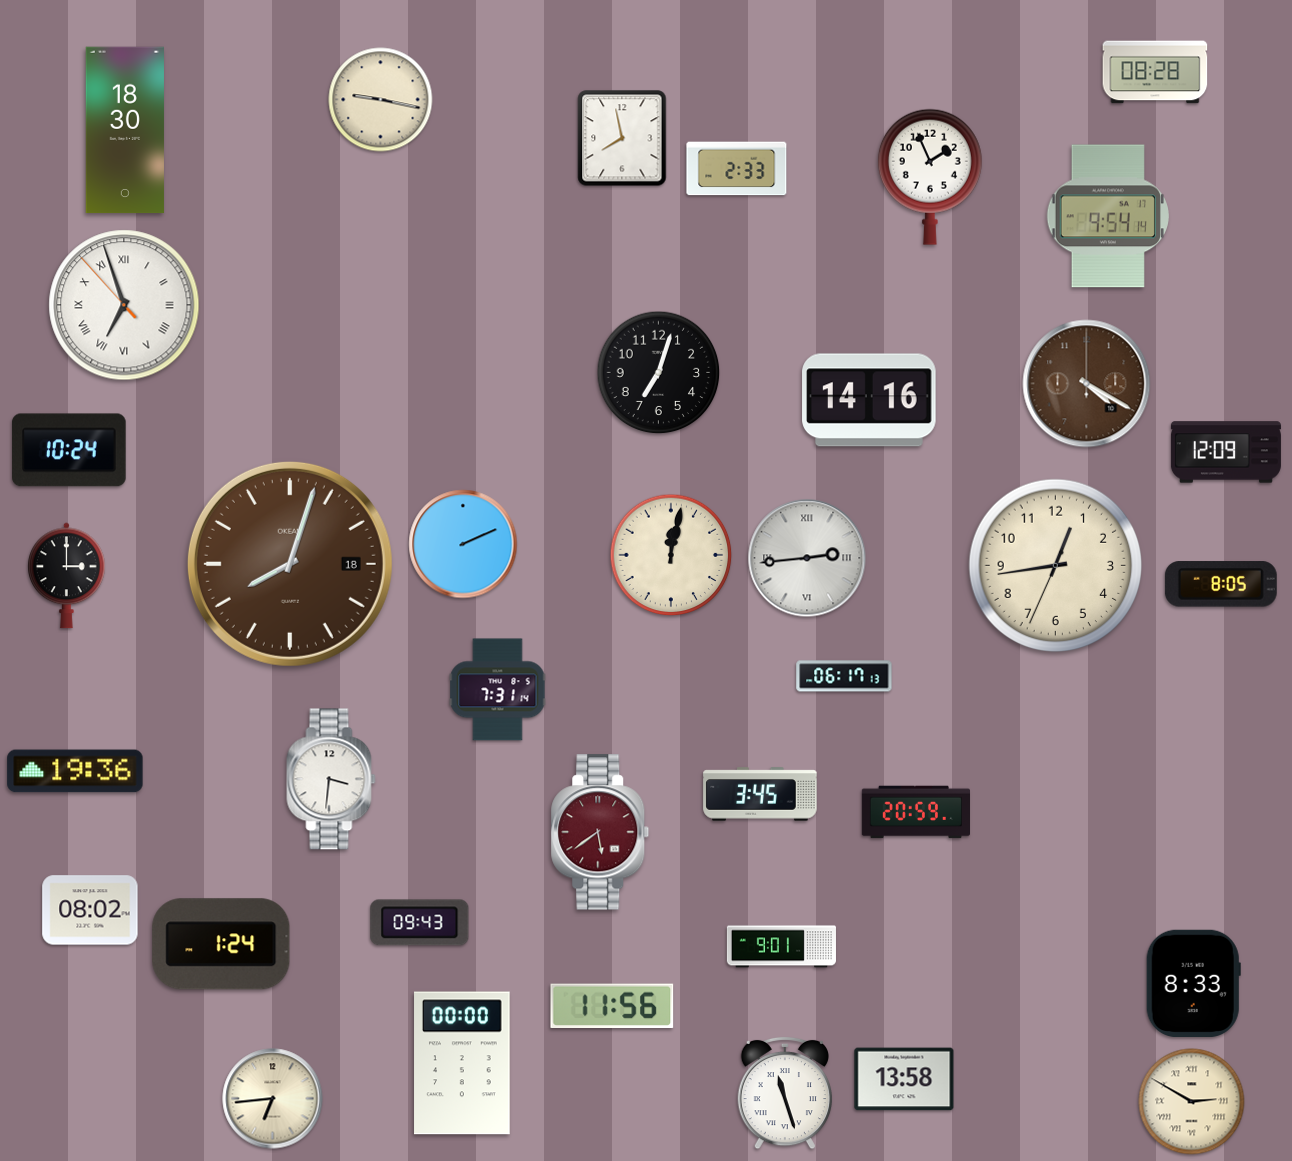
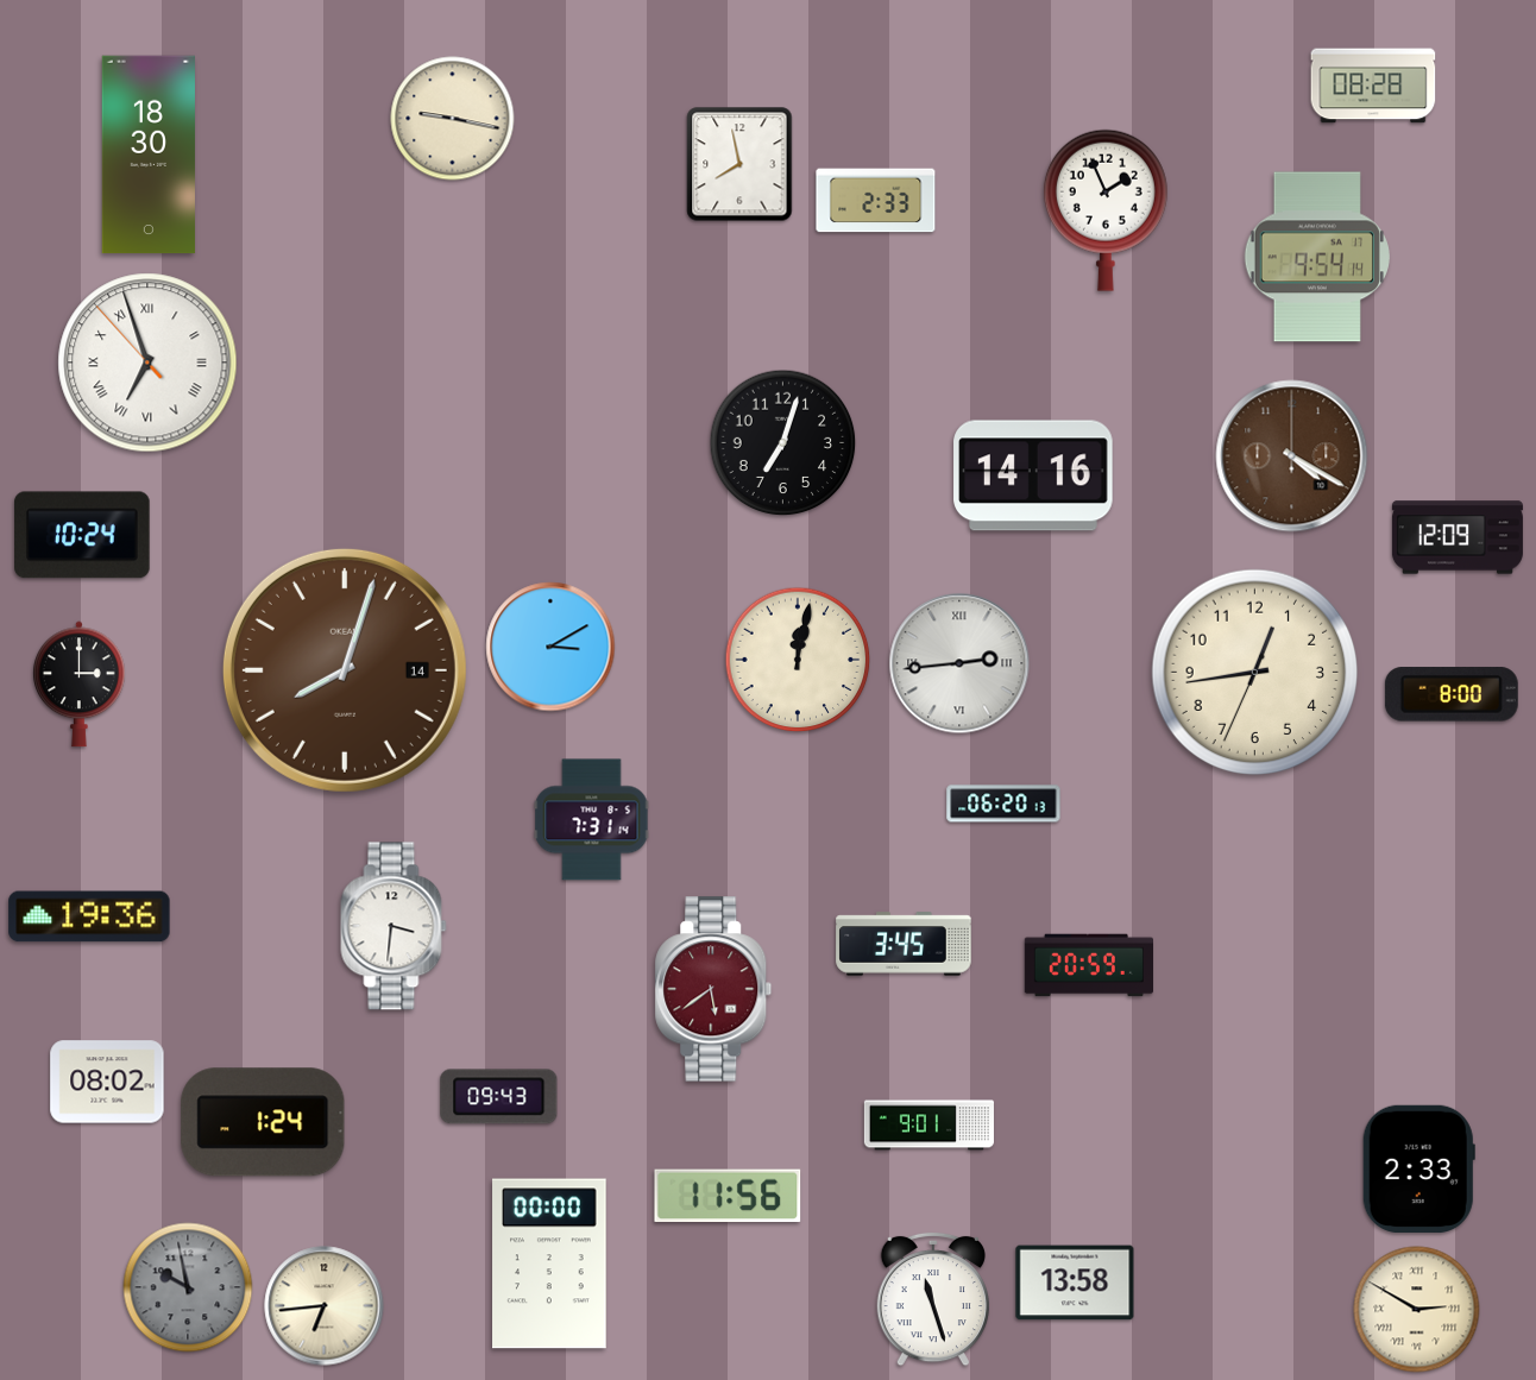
clock at (463, 544): 2:11 -> 3:10
clock at (290, 564) date: 18 -> 14
clock at (1221, 584): 8:05 -> 8:00
clock at (844, 676): 06:17 -> 06:20
clock at (1193, 983): 8:33 -> 2:33
clock at (188, 1287): none -> 9:58
